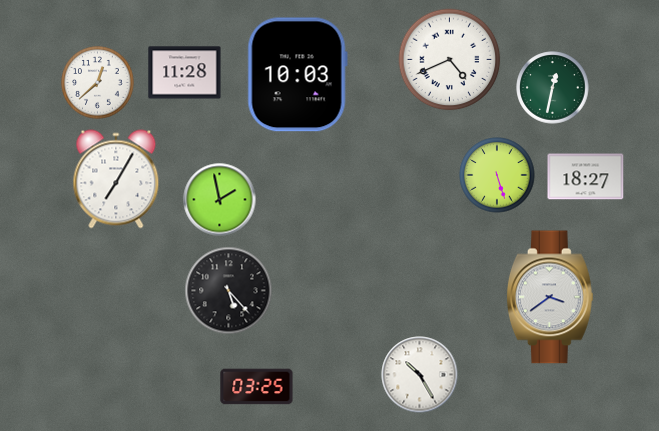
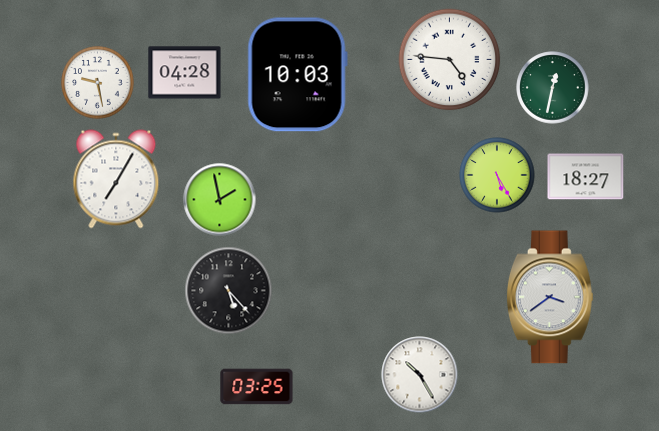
clock at (450, 60): 4:41 -> 4:46
clock at (185, 73): 11:28 -> 04:28
clock at (98, 83): 12:38 -> 9:28
clock at (497, 175): 5:27 -> 5:25
